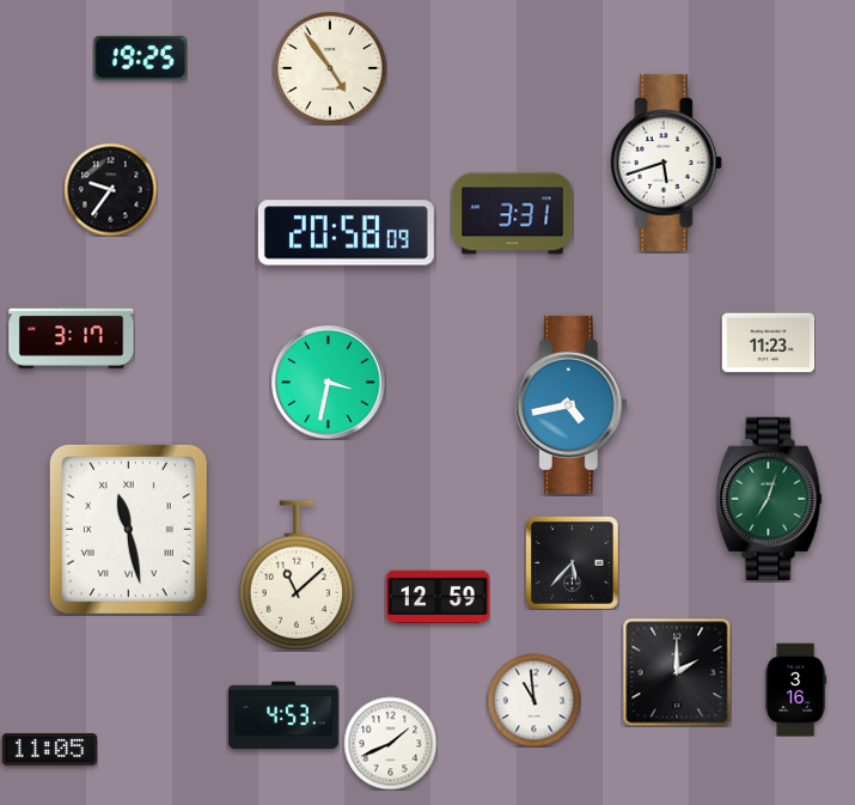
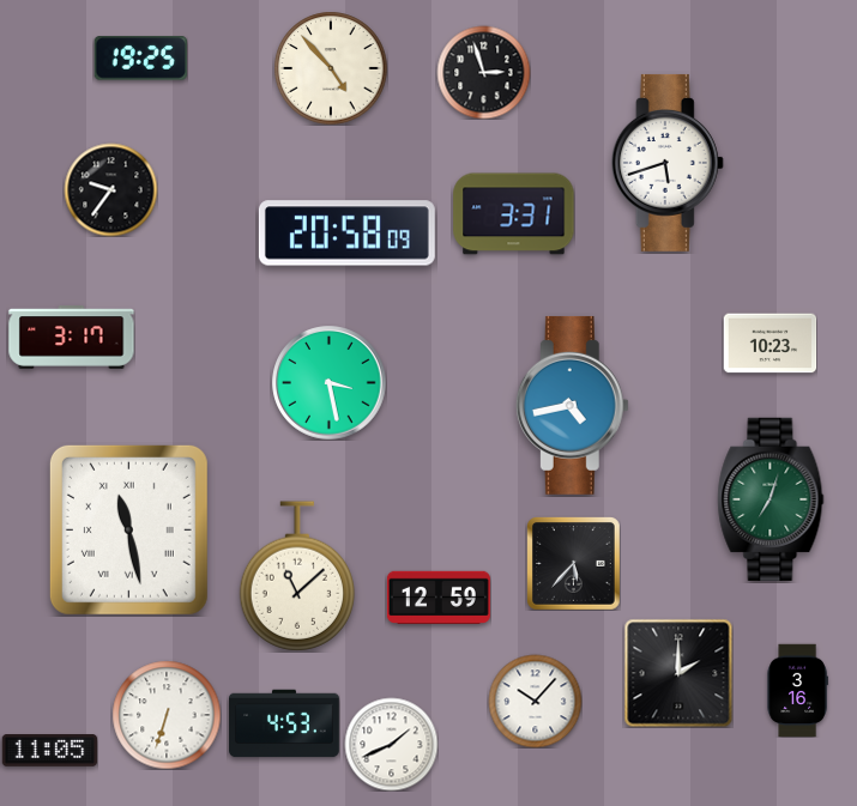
clock at (330, 68): 4:54 -> 4:53
clock at (483, 72): none -> 2:57
clock at (768, 343): 11:23 -> 10:23
clock at (329, 383): 3:32 -> 3:28
clock at (533, 700): 10:59 -> 10:07
clock at (167, 715): none -> 6:33
clock at (283, 715) position: (283, 715) -> (284, 723)
